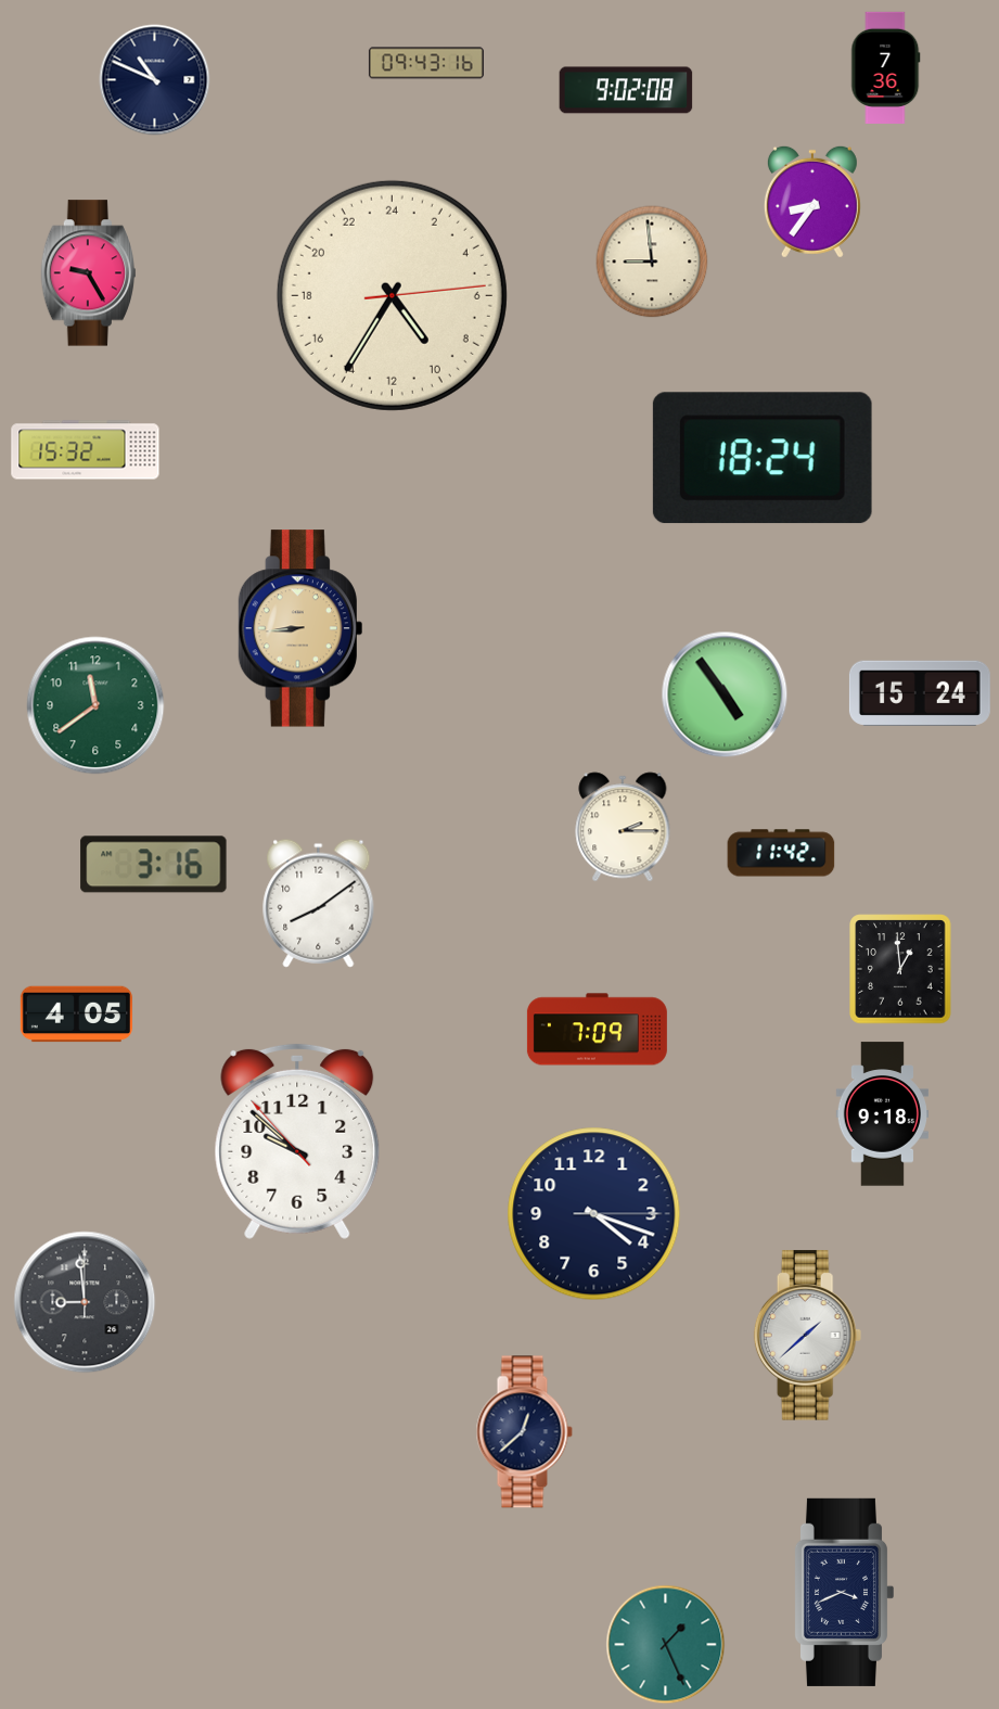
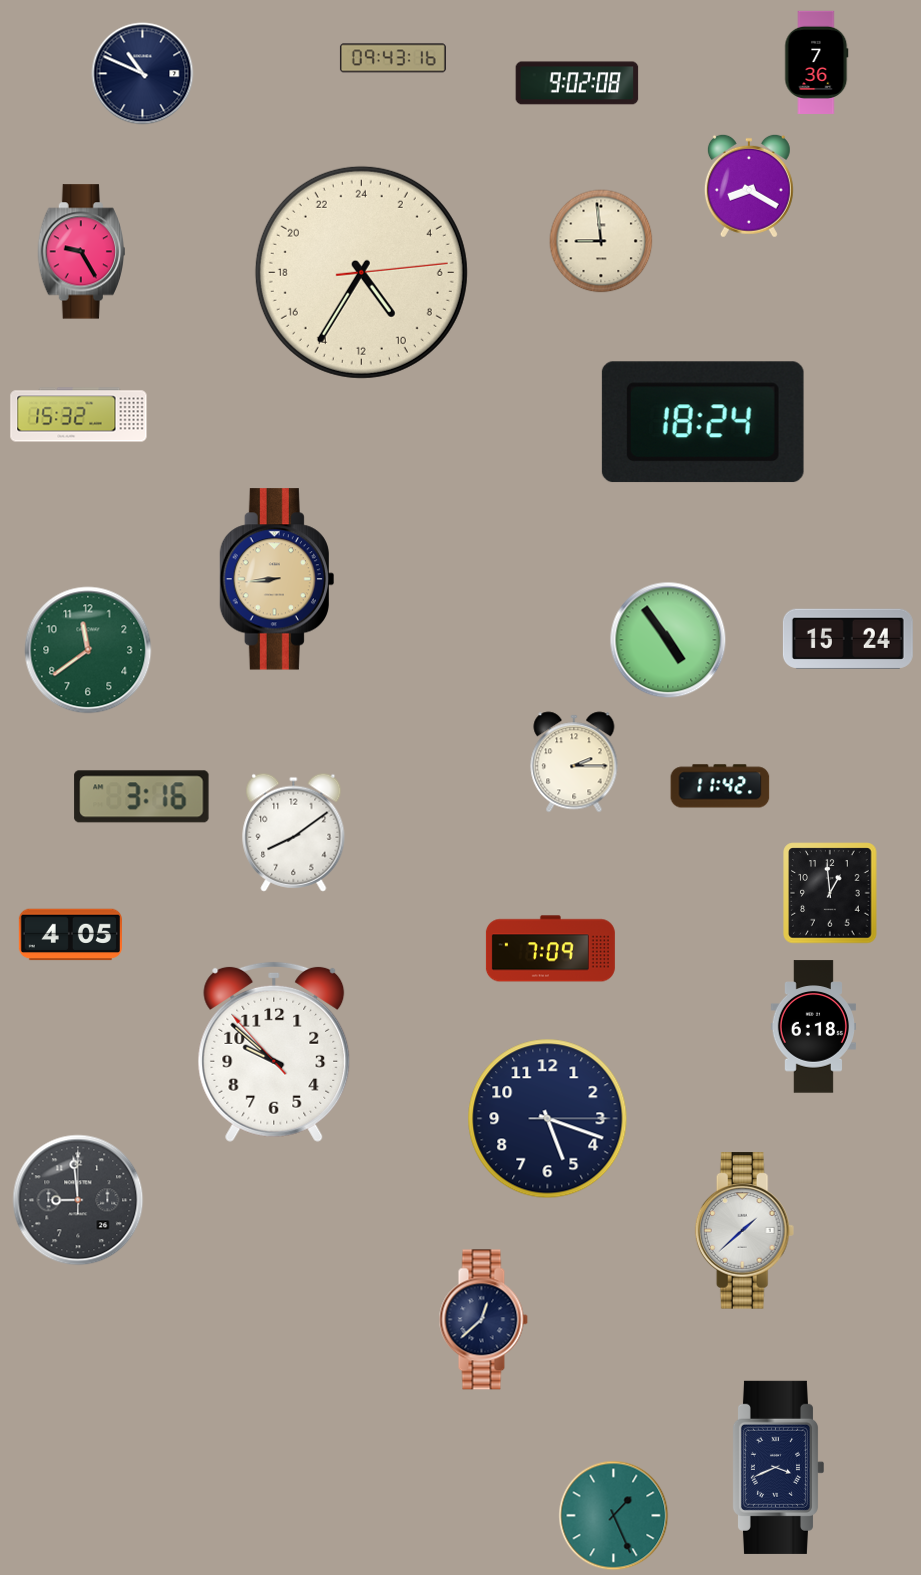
clock at (812, 202): 8:36 -> 8:20
clock at (882, 1114): 9:18 -> 6:18
clock at (594, 1214): 4:18 -> 5:18
